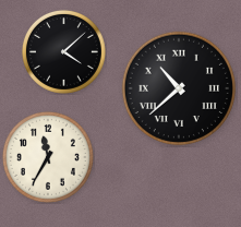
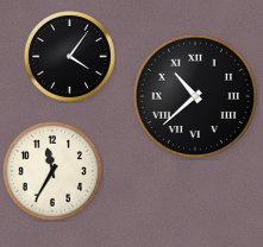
clock at (63, 51): 4:08 -> 4:06
